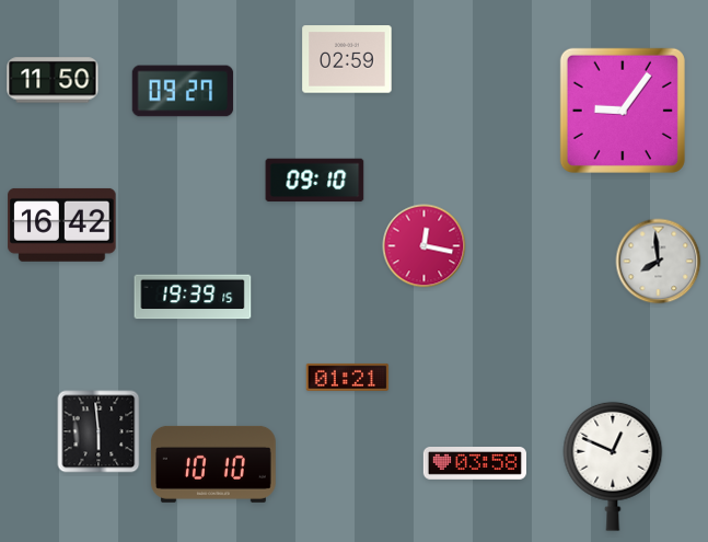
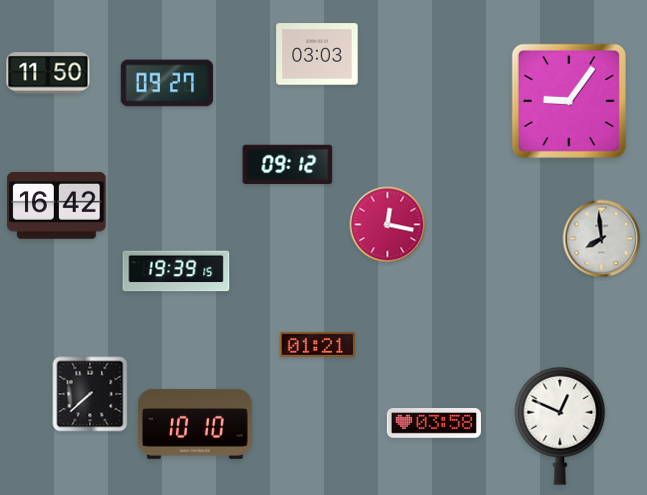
clock at (347, 59): 02:59 -> 03:03
clock at (315, 181): 09:10 -> 09:12
clock at (98, 431): 5:59 -> 7:38
